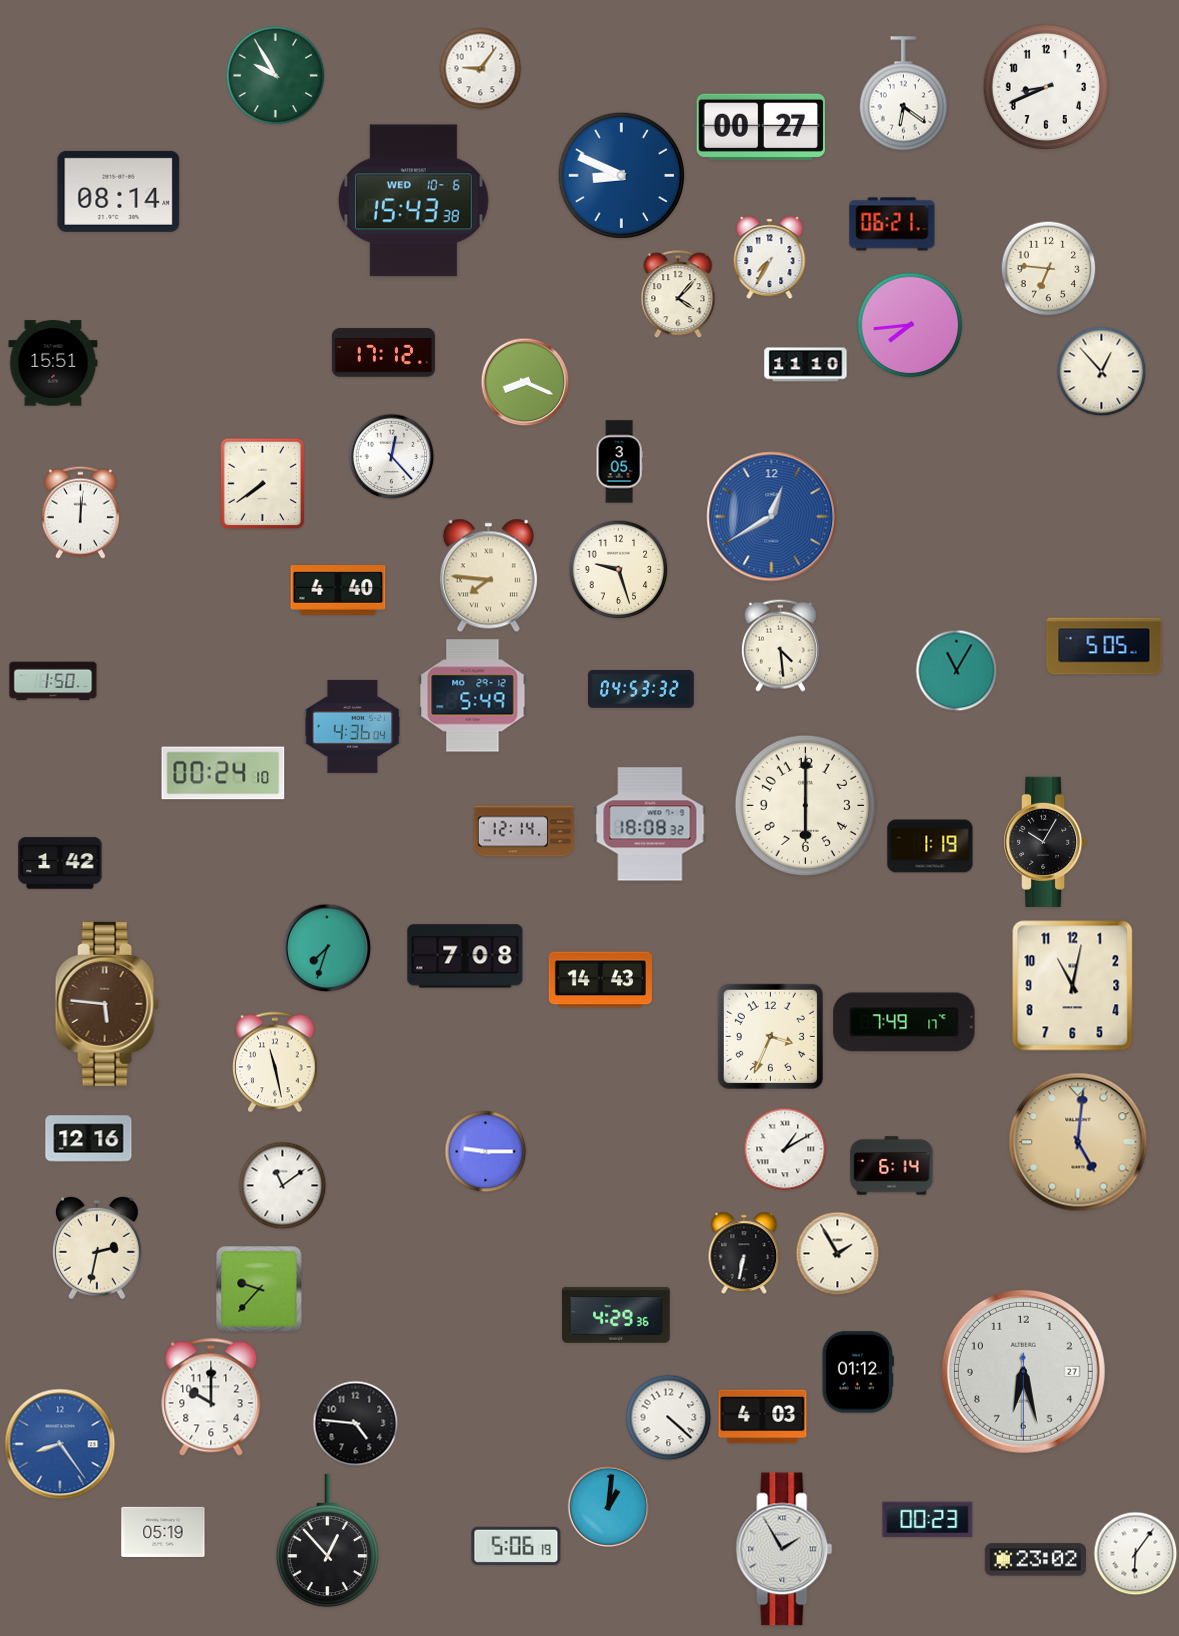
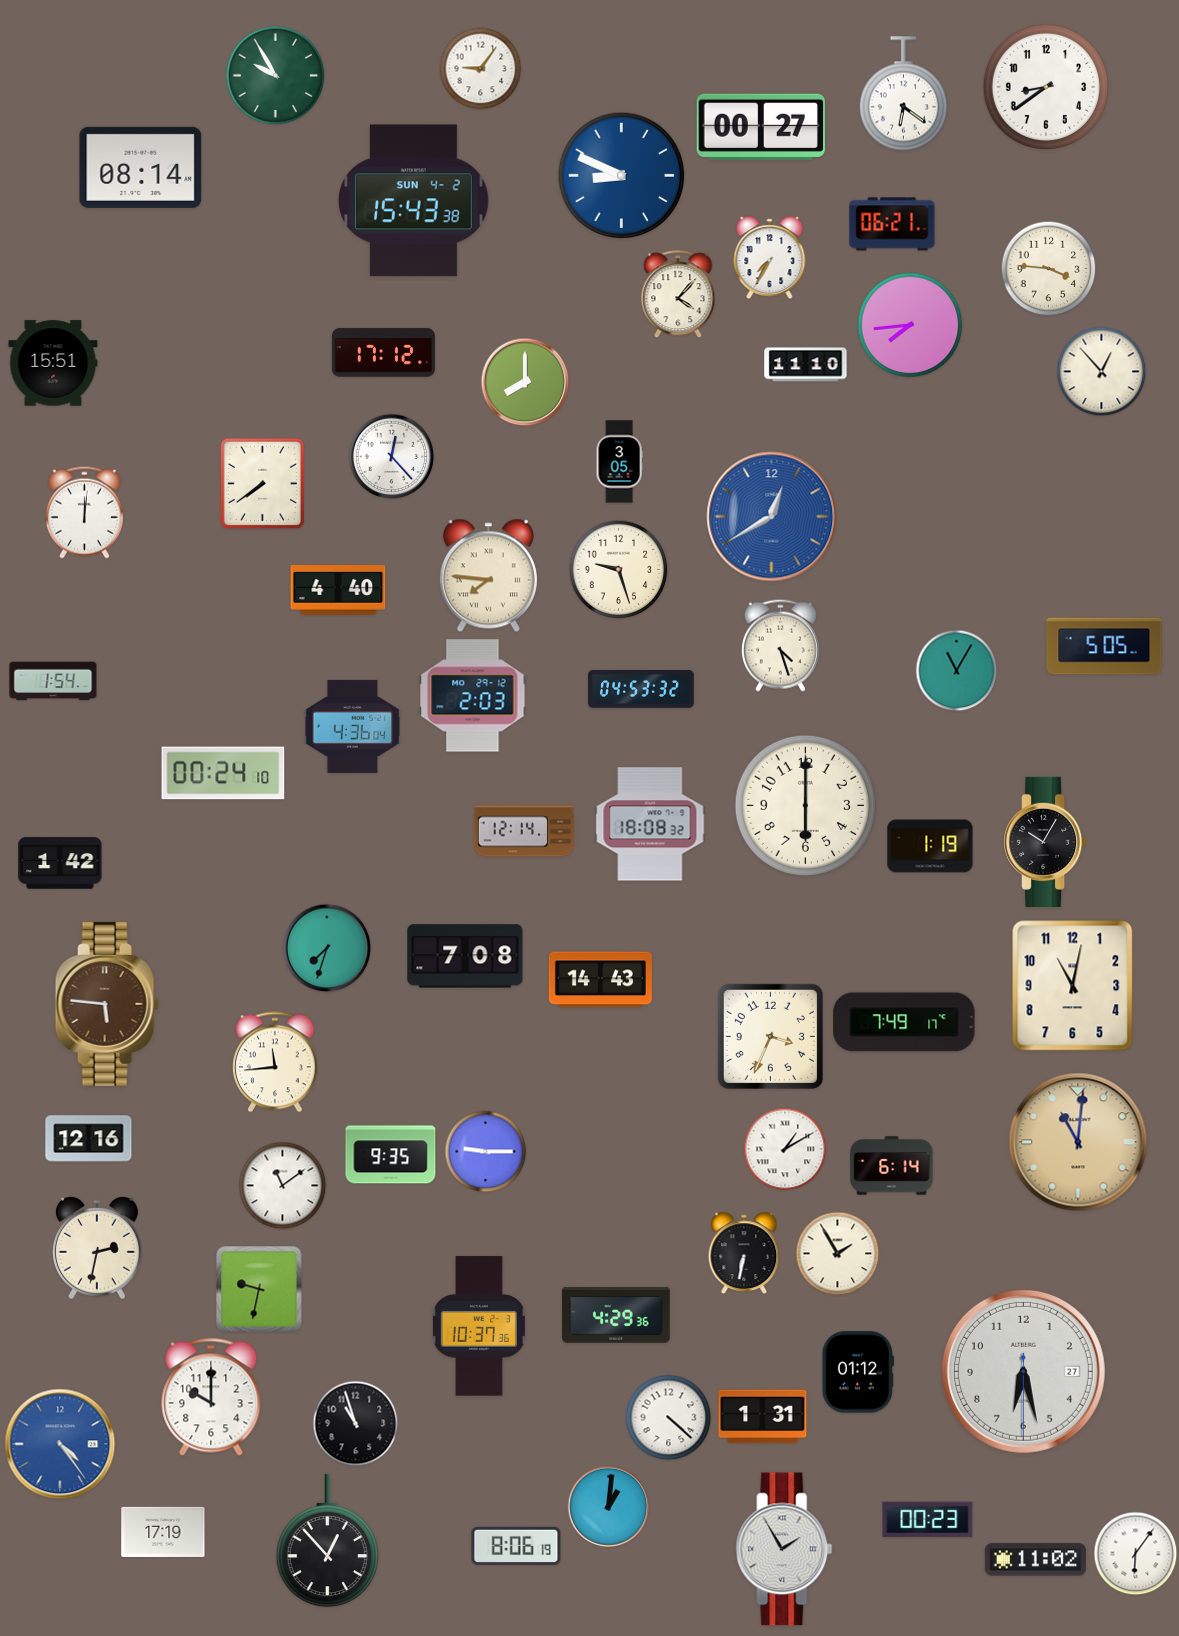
clock at (1046, 87): 8:41 -> 8:39
clock at (119, 191) position: (119, 191) -> (141, 167)
clock at (414, 201) date: WED 10-6 -> SUN 4-2
clock at (1049, 269): 6:46 -> 3:46
clock at (525, 382): 8:19 -> 8:00
clock at (80, 512) position: (80, 512) -> (84, 512)
clock at (780, 645): 4:29 -> 4:27
clock at (53, 681): 1:50 -> 1:54
clock at (473, 696): 5:49 -> 2:03
clock at (276, 1062): 11:28 -> 11:44
clock at (1078, 1142): 5:01 -> 11:01
clock at (391, 1155): none -> 9:35
clock at (259, 1289): 9:37 -> 9:32
clock at (479, 1326): none -> 10:37
clock at (763, 1417): 4:03 -> 1:31
clock at (356, 1424): 4:46 -> 10:57
clock at (60, 1444): 8:24 -> 4:24
clock at (163, 1532): 05:19 -> 17:19
clock at (516, 1545): 5:06 -> 8:06
clock at (1035, 1560): 23:02 -> 11:02
